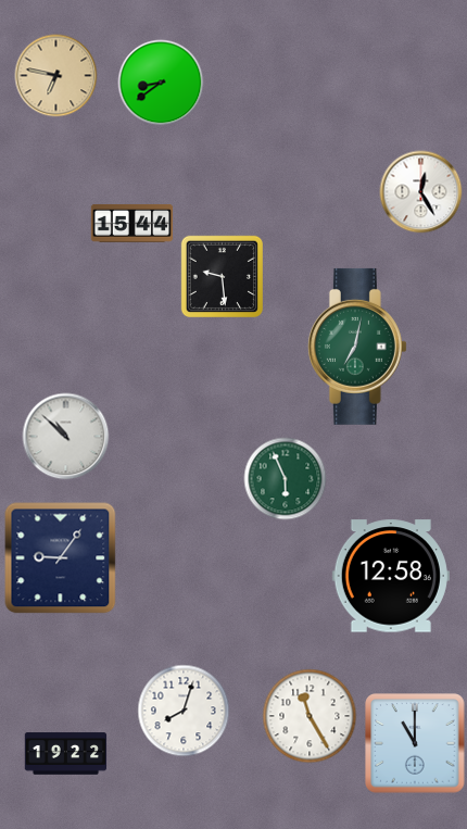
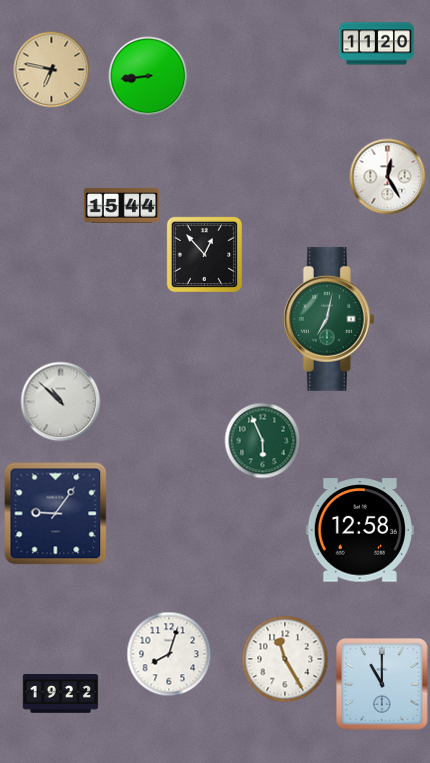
clock at (377, 44): none -> 11:20
clock at (161, 83): 8:39 -> 8:44
clock at (222, 276): 9:29 -> 12:53
